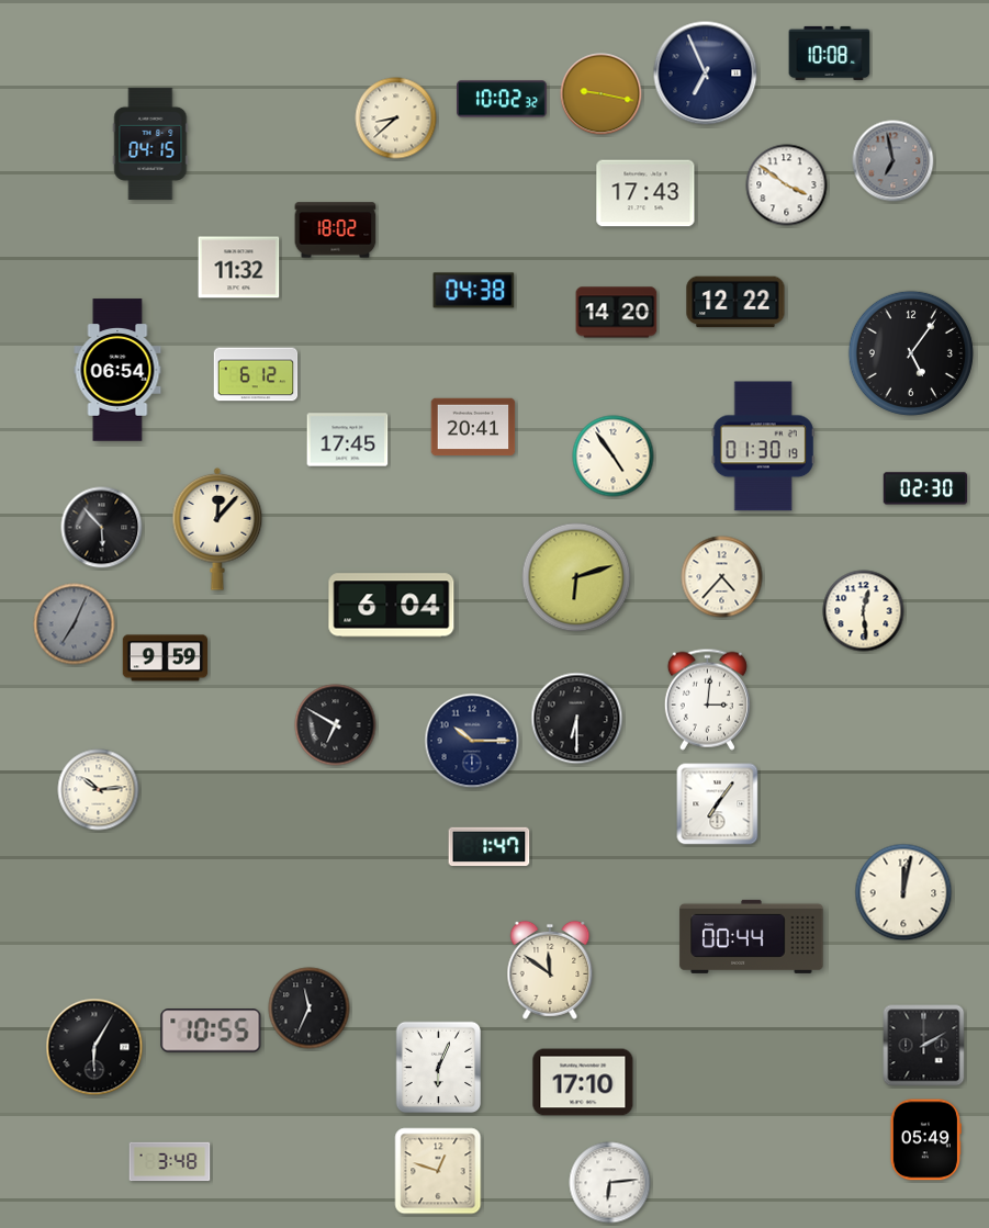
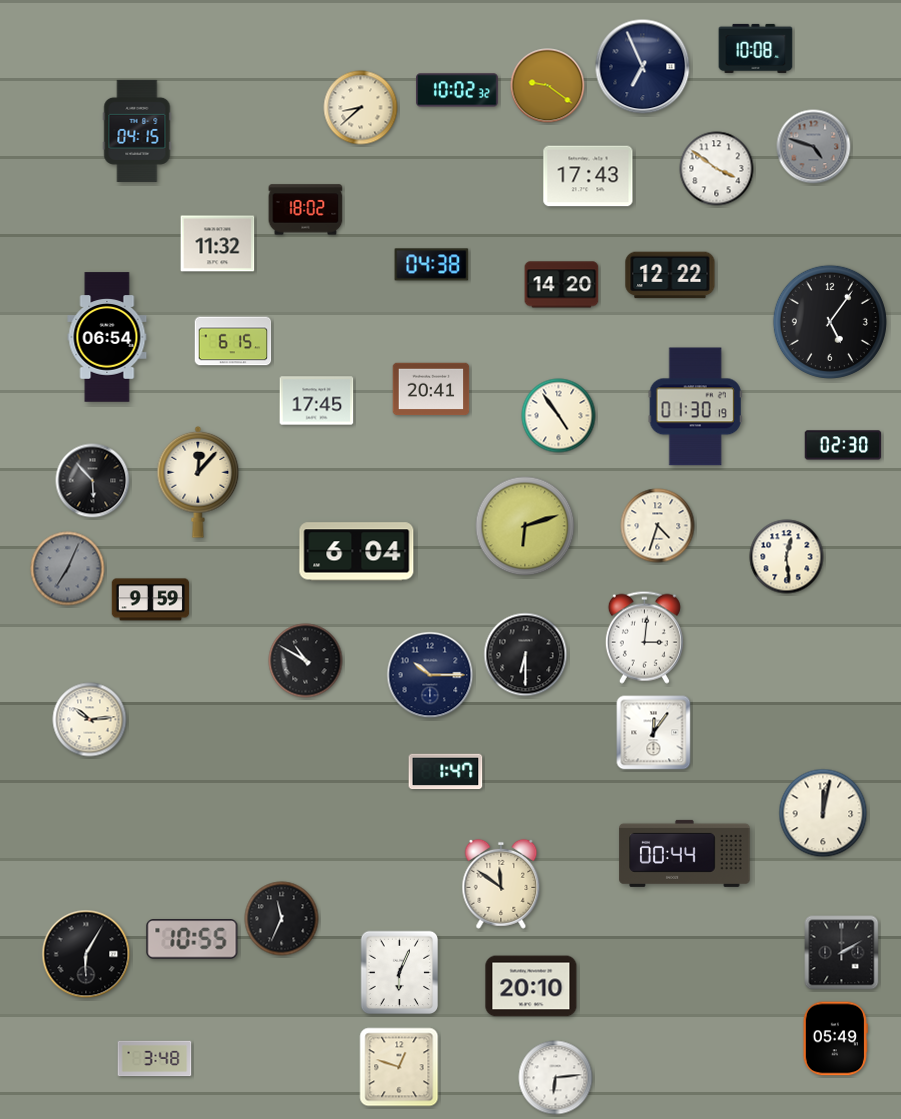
clock at (602, 94): 9:17 -> 9:21
clock at (894, 161): 6:58 -> 4:48
clock at (256, 374): 6:12 -> 6:15
clock at (722, 577): 4:37 -> 4:33
clock at (336, 725): 6:50 -> 10:50
clock at (718, 804): 7:06 -> 12:06
clock at (583, 1082): 17:10 -> 20:10
clock at (925, 1140) position: (925, 1140) -> (835, 1039)
